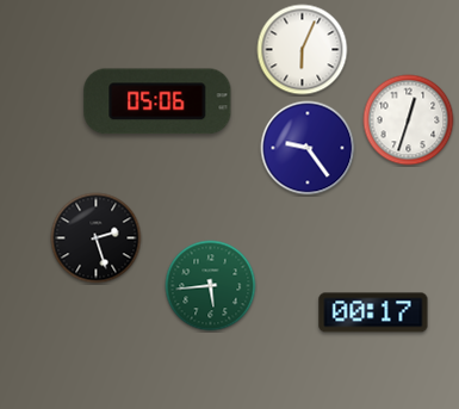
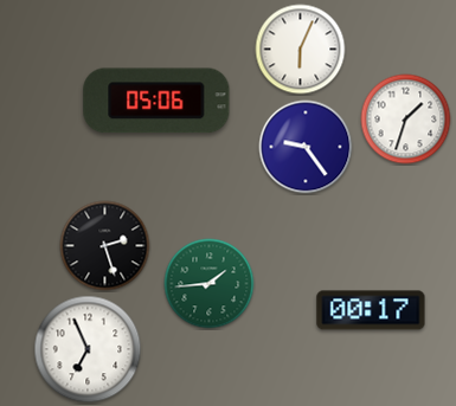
clock at (409, 120): 12:33 -> 1:33
clock at (97, 238) position: (97, 238) -> (105, 246)
clock at (211, 286): 5:44 -> 1:44
clock at (88, 349): none -> 6:56
